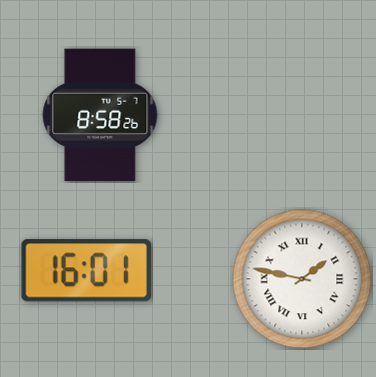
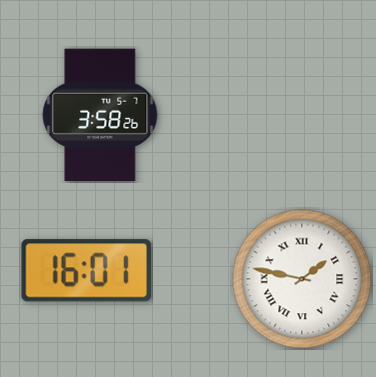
clock at (100, 115): 8:58 -> 3:58
